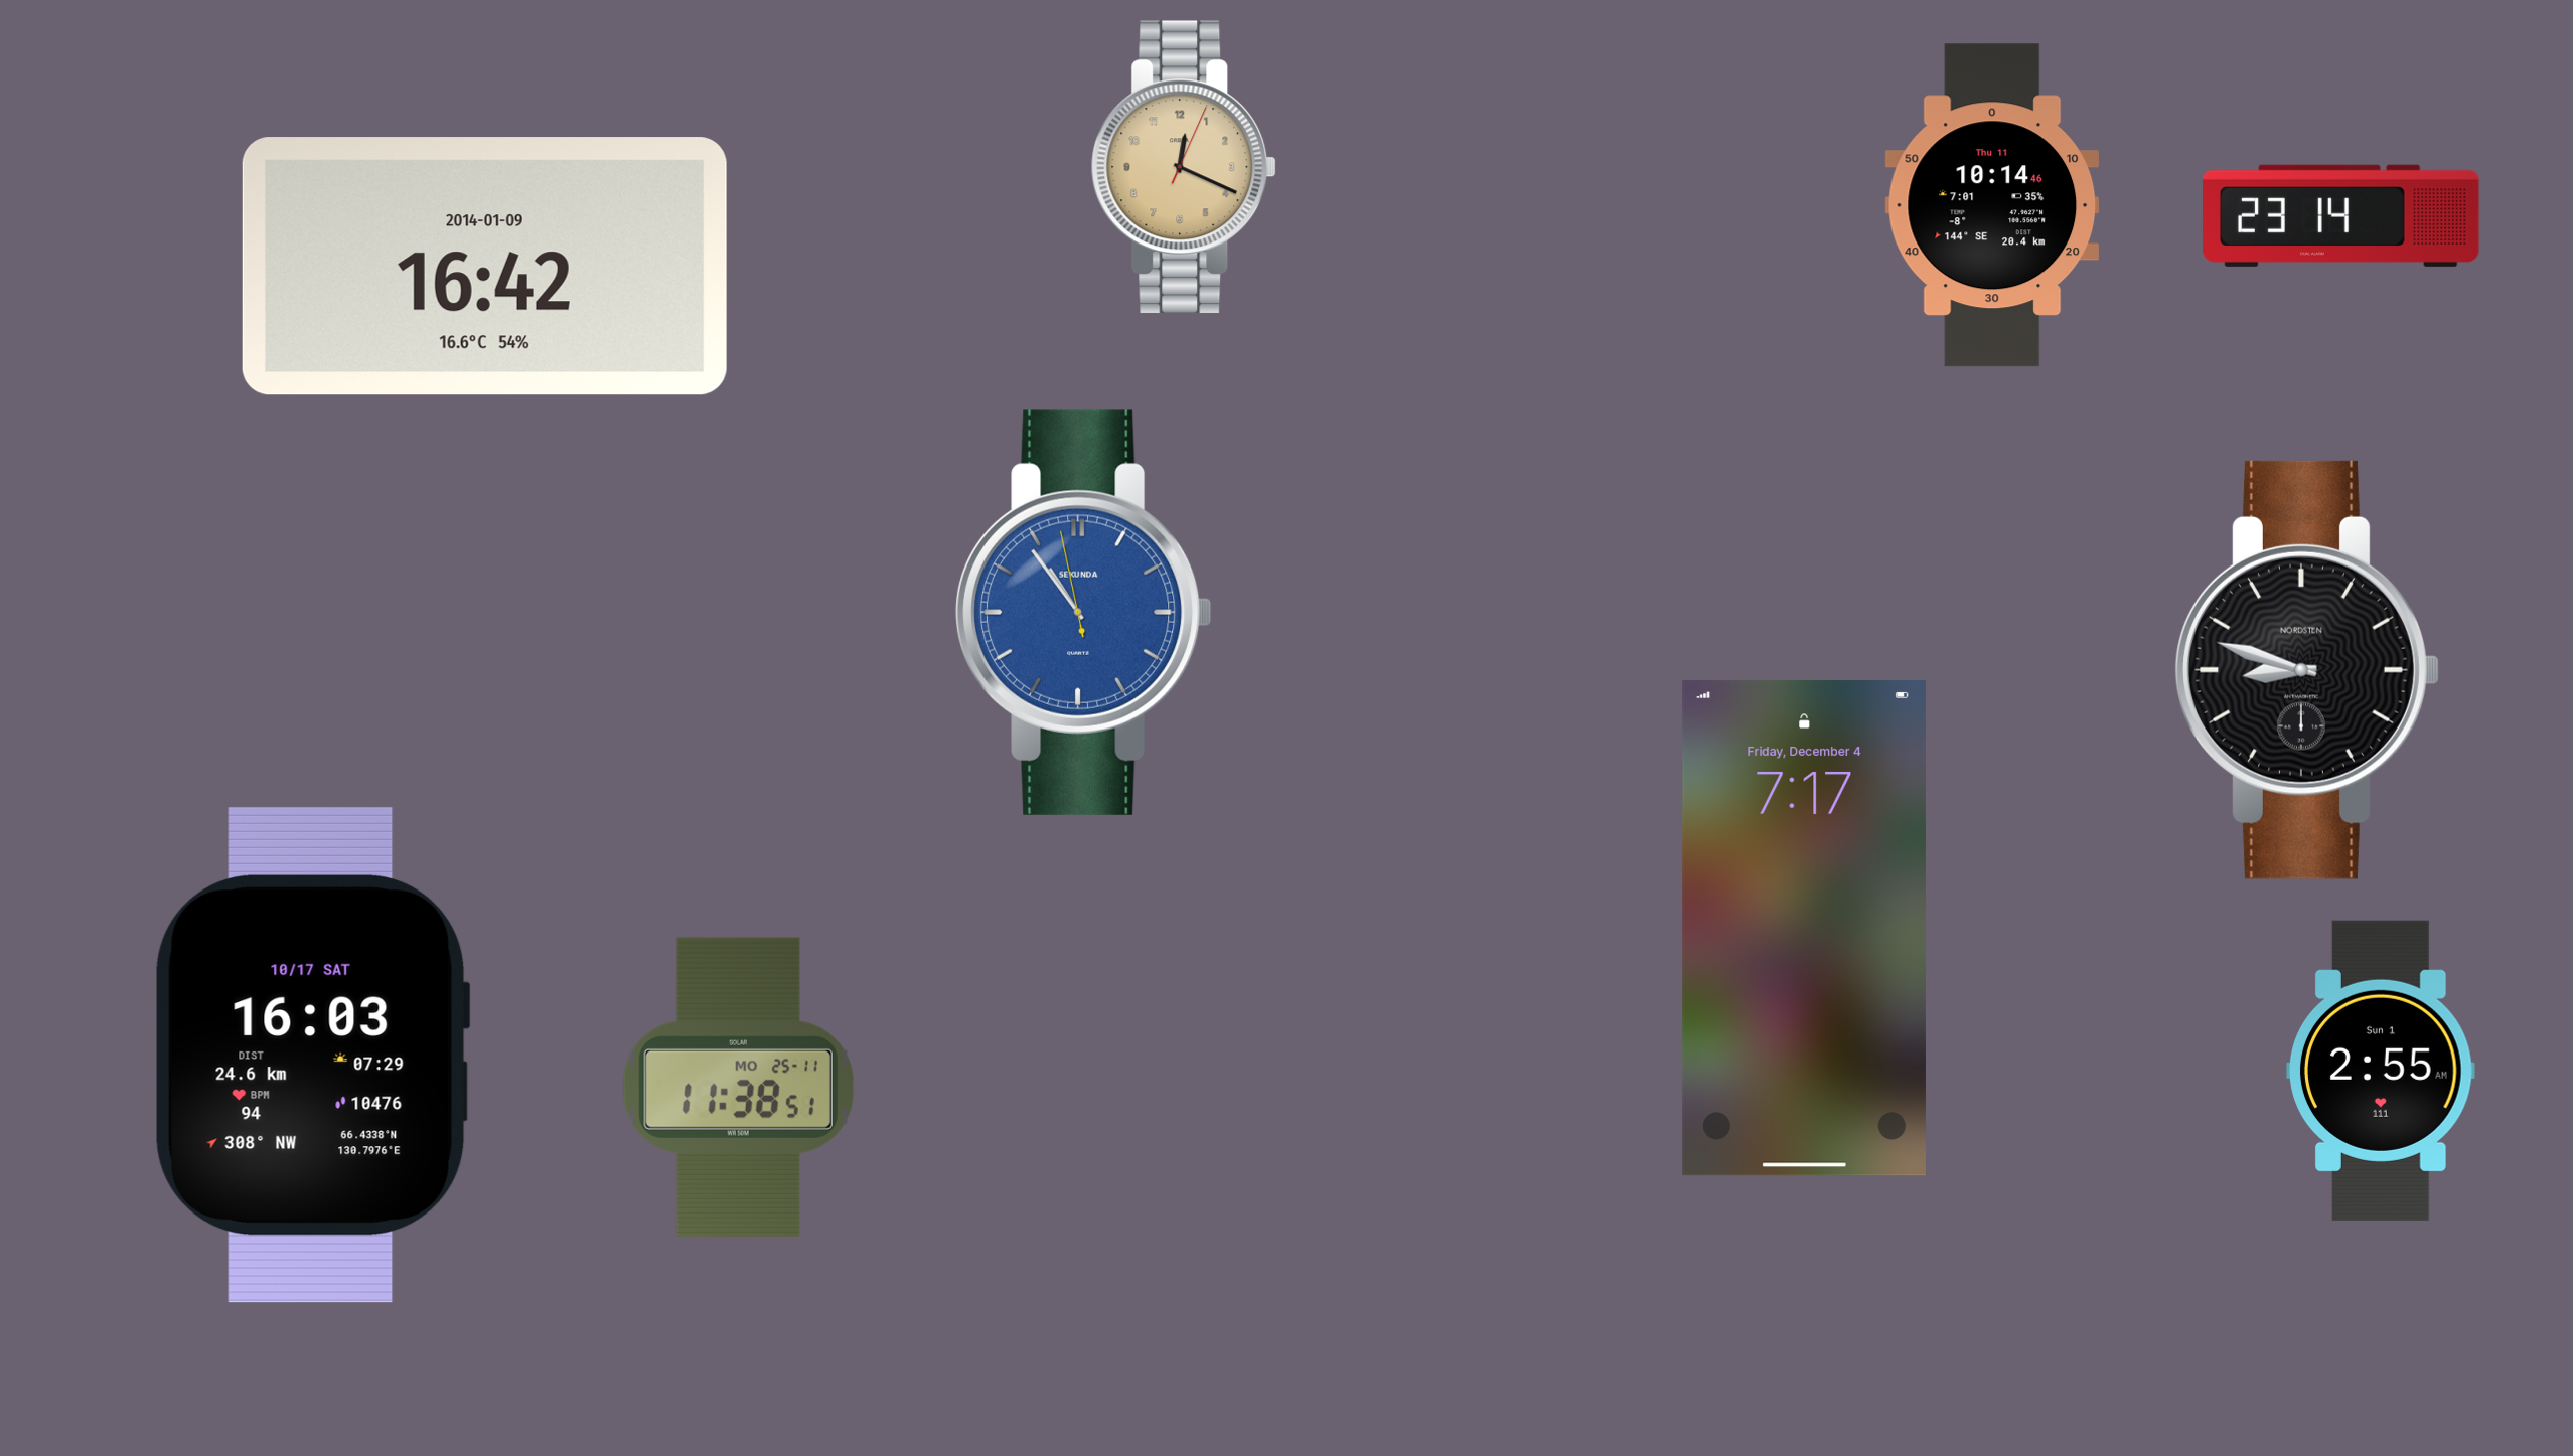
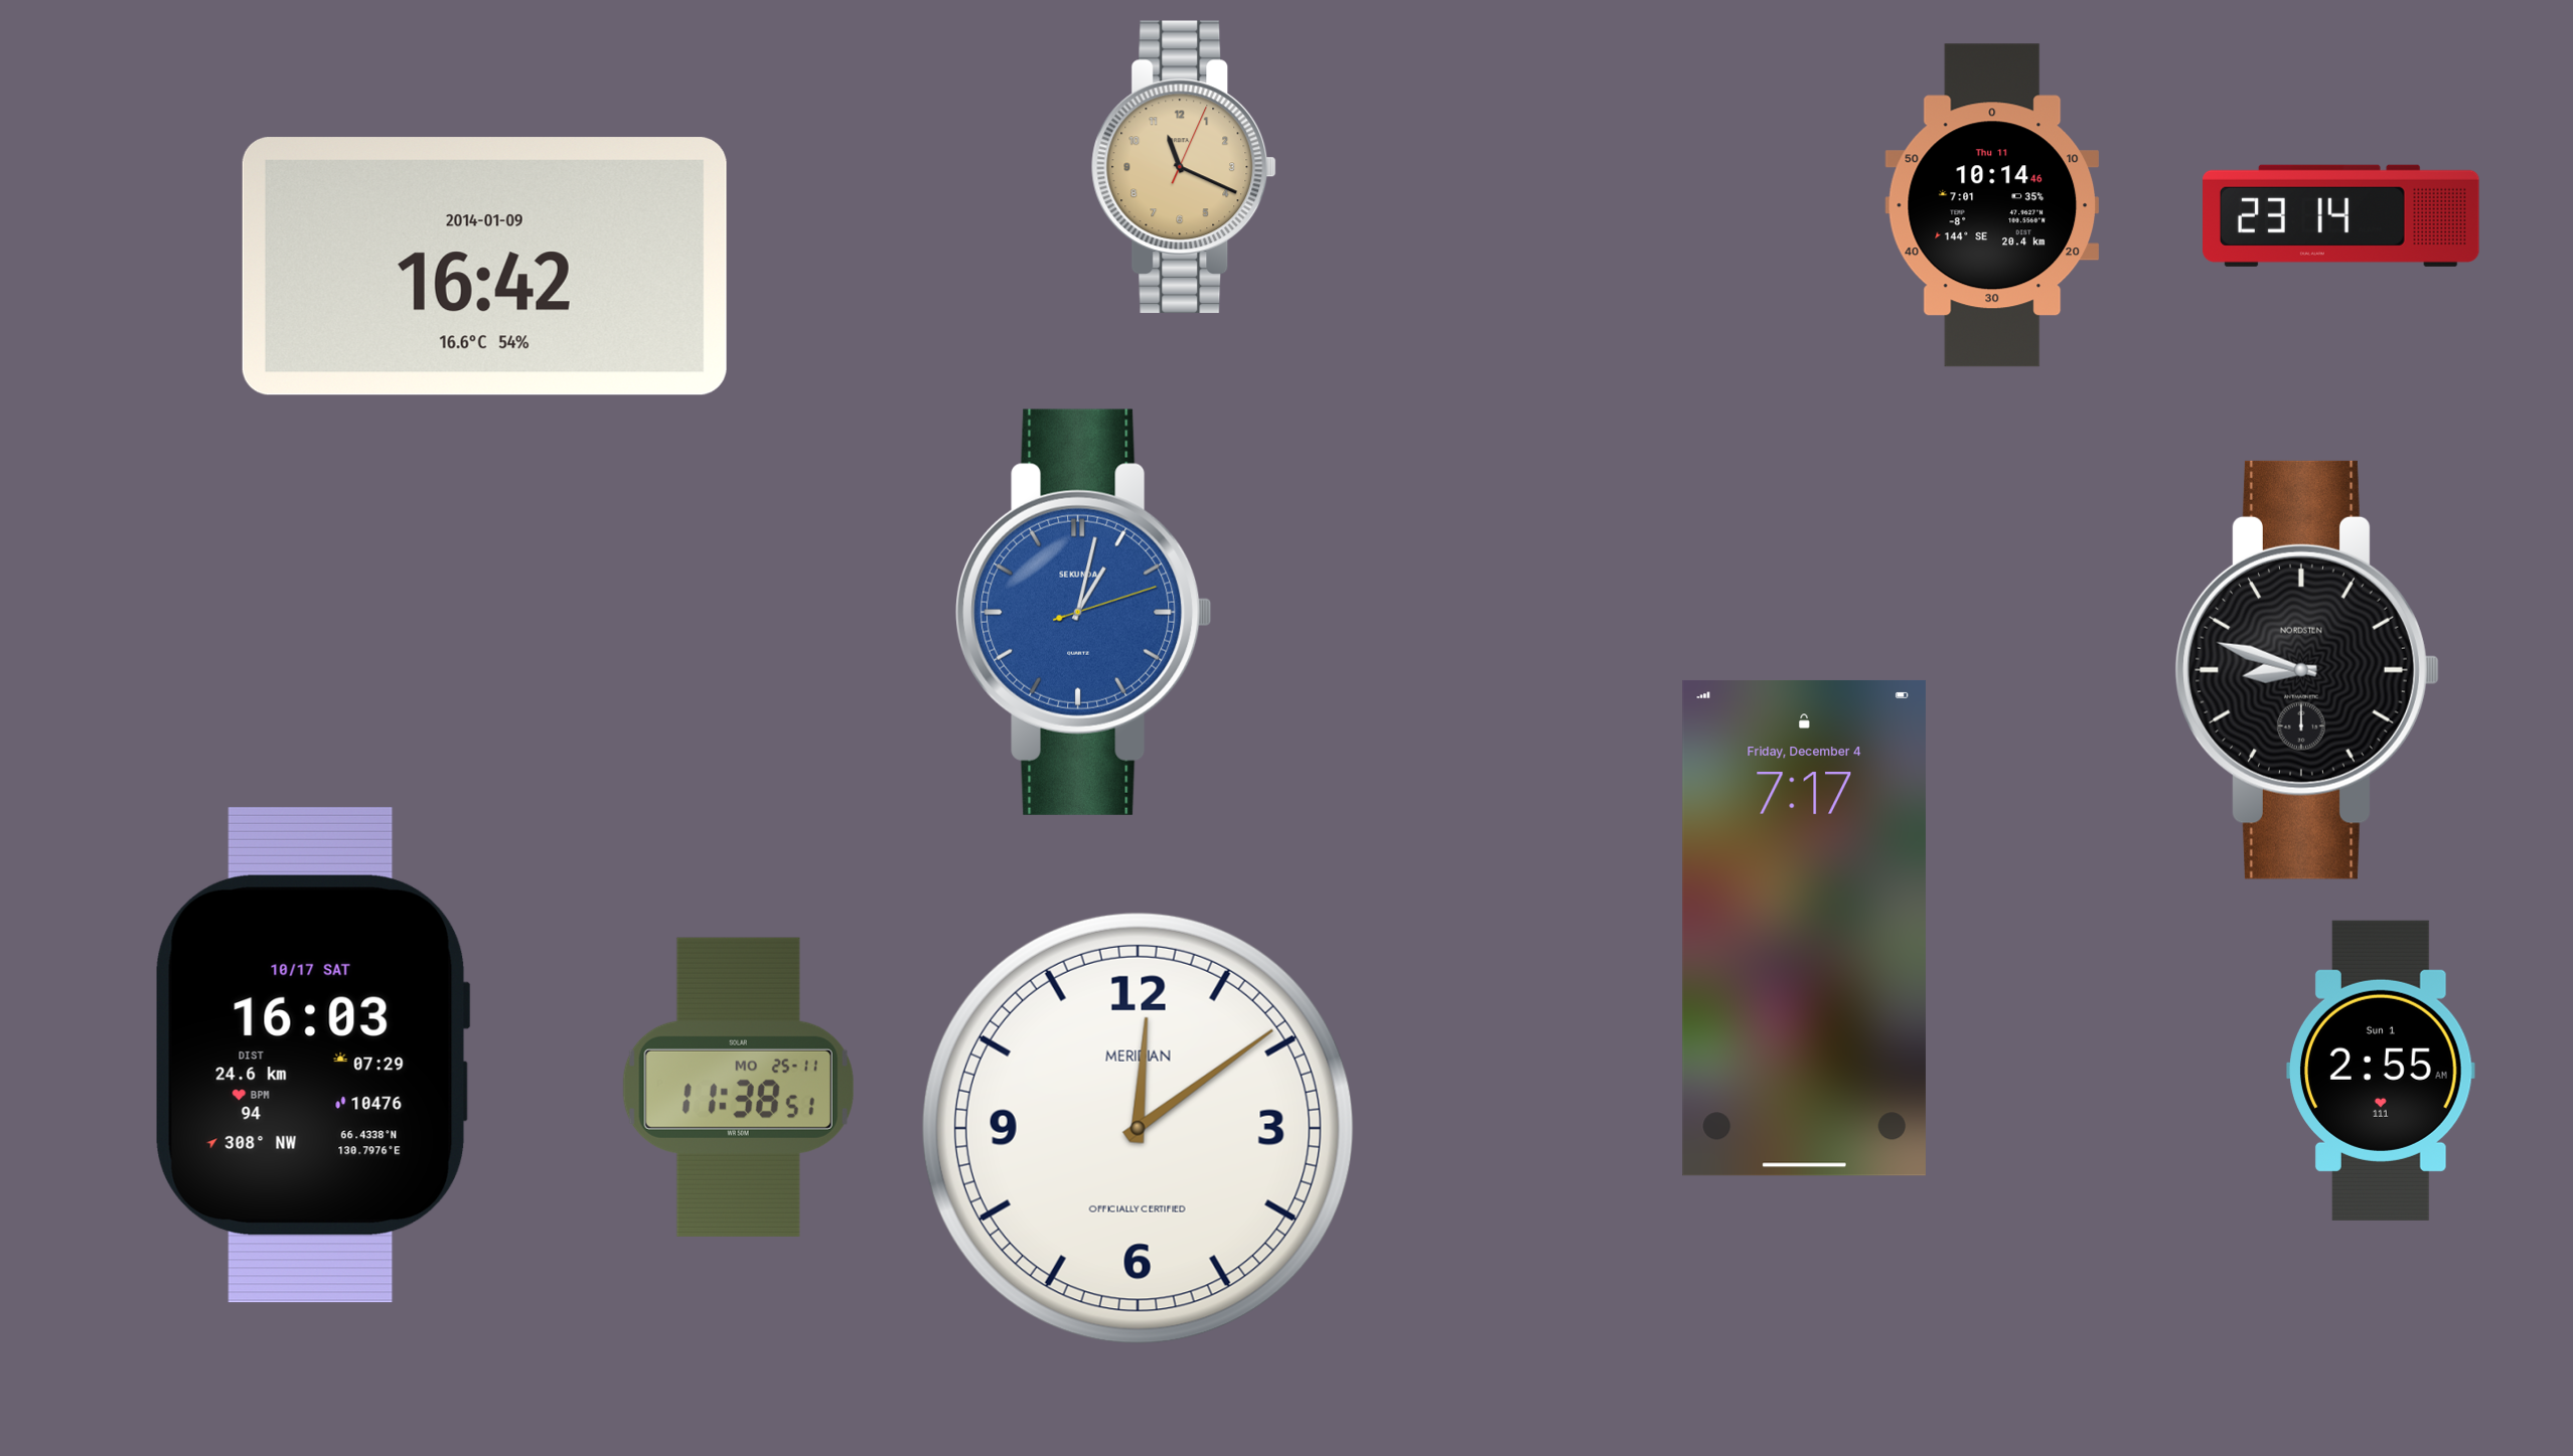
clock at (1184, 167): 12:19 -> 11:19
clock at (1084, 612): 10:53 -> 1:02
clock at (1138, 1128): none -> 12:09
